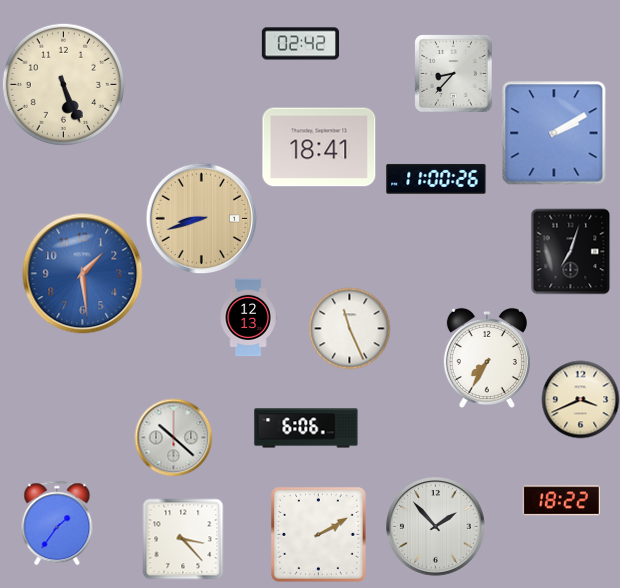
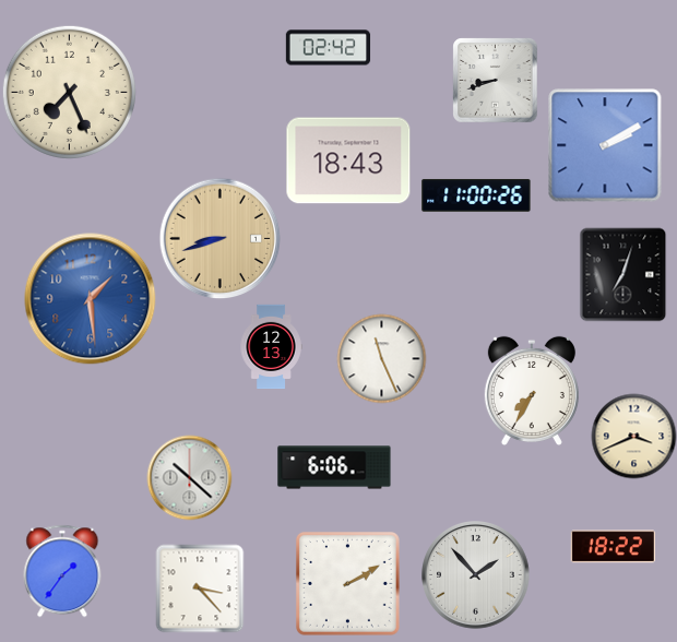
clock at (453, 73): 8:37 -> 8:42
clock at (63, 84): 5:26 -> 7:26
clock at (319, 147): 18:41 -> 18:43
